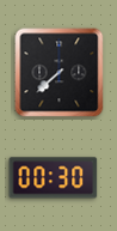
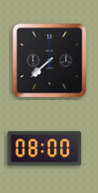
clock at (54, 178): 00:30 -> 08:00
